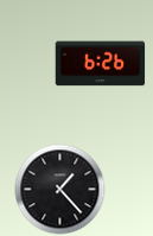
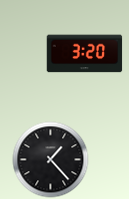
clock at (101, 64): 6:26 -> 3:20
